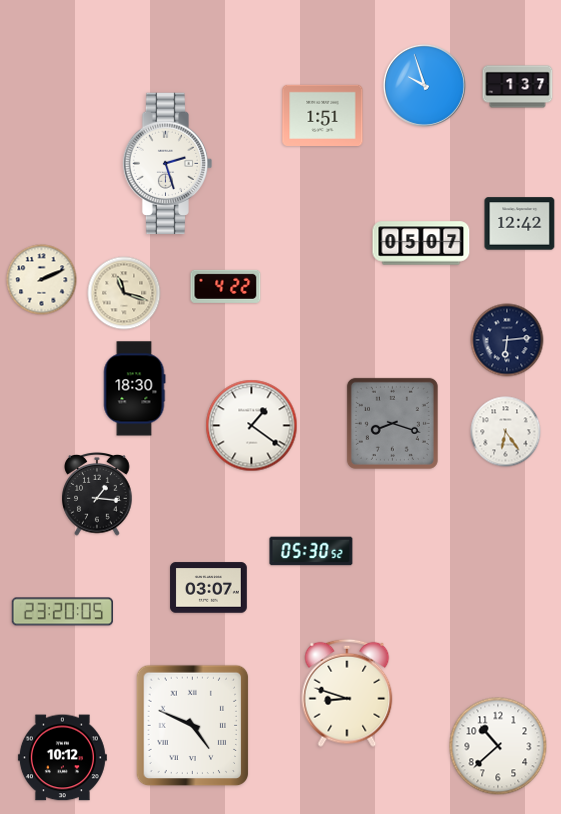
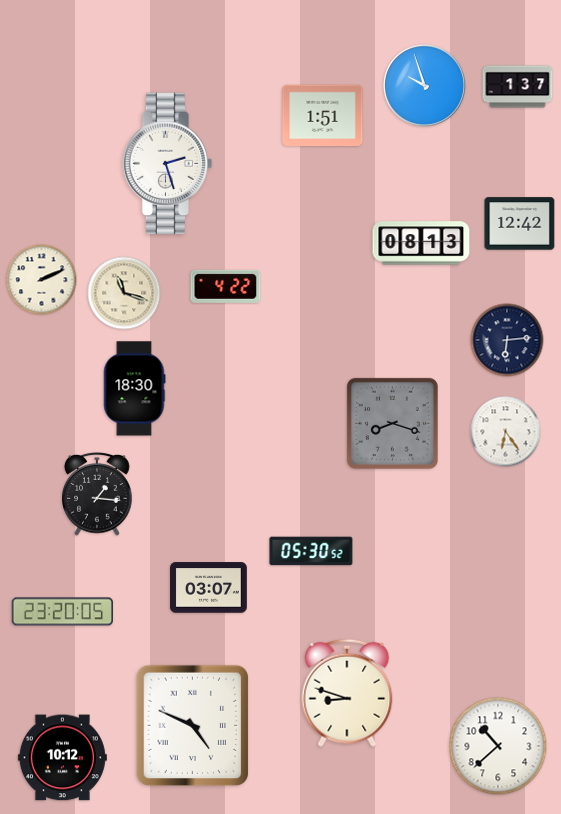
clock at (421, 243): 05:07 -> 08:13
clock at (252, 426): 1:21 -> none
